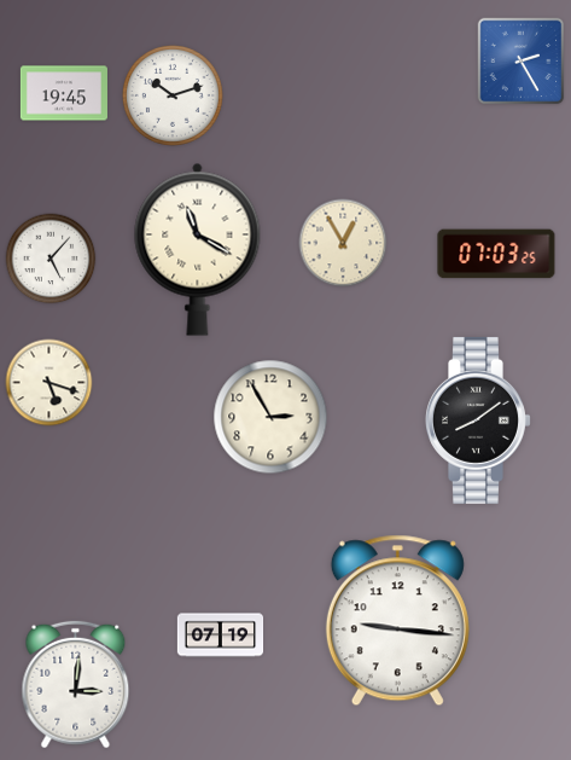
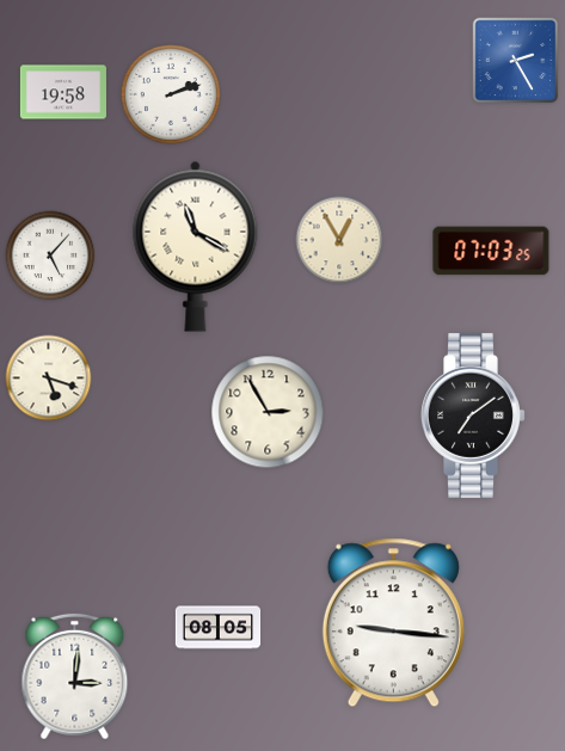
clock at (64, 93): 19:45 -> 19:58
clock at (173, 95): 10:12 -> 2:12
clock at (479, 420): 8:09 -> 7:09
clock at (397, 621) position: (397, 621) -> (393, 623)
clock at (221, 636): 07:19 -> 08:05
